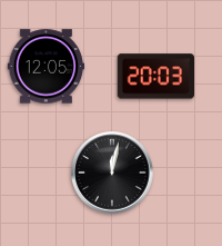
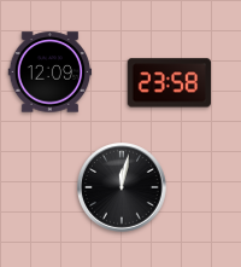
clock at (47, 67): 12:05 -> 12:09
clock at (155, 77): 20:03 -> 23:58
